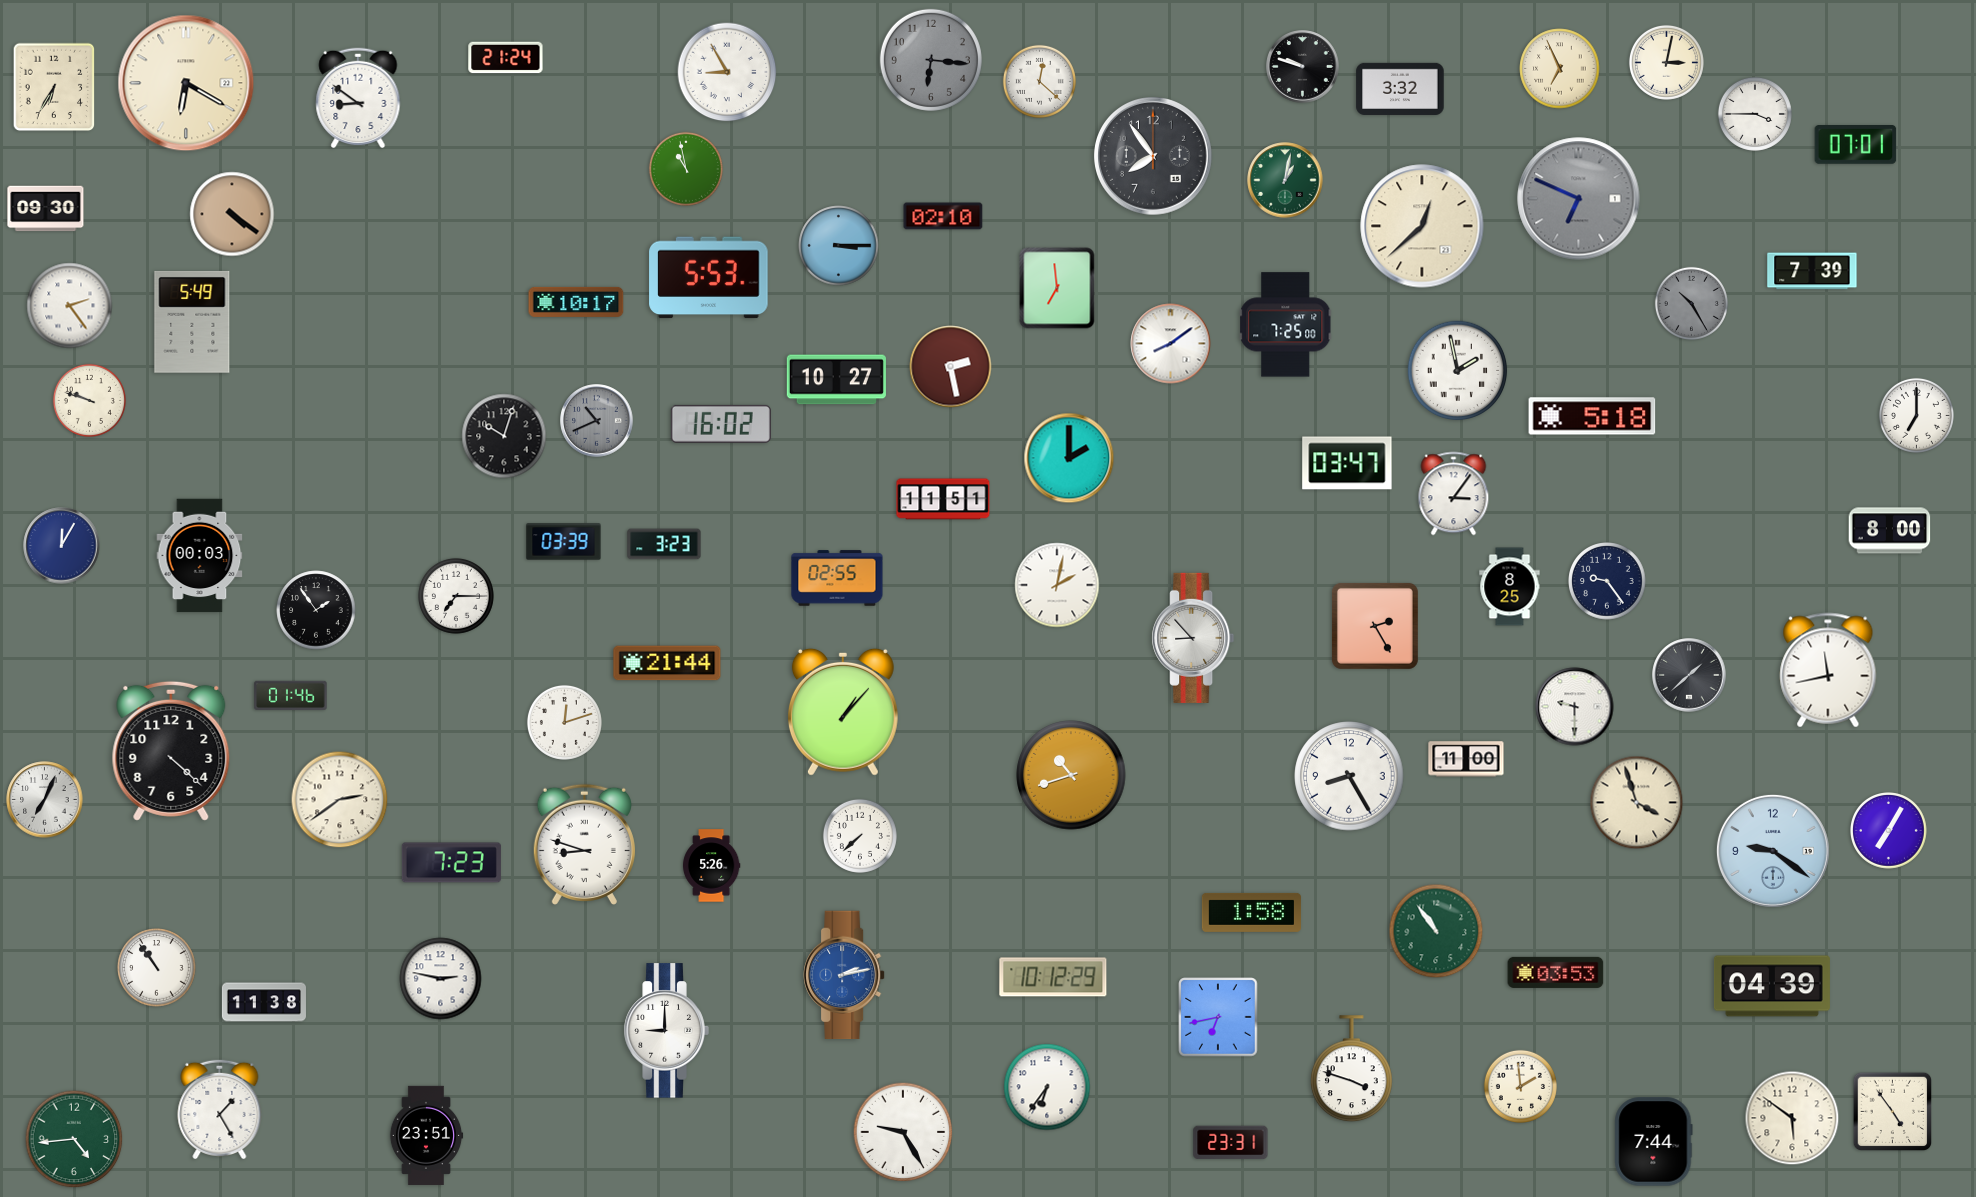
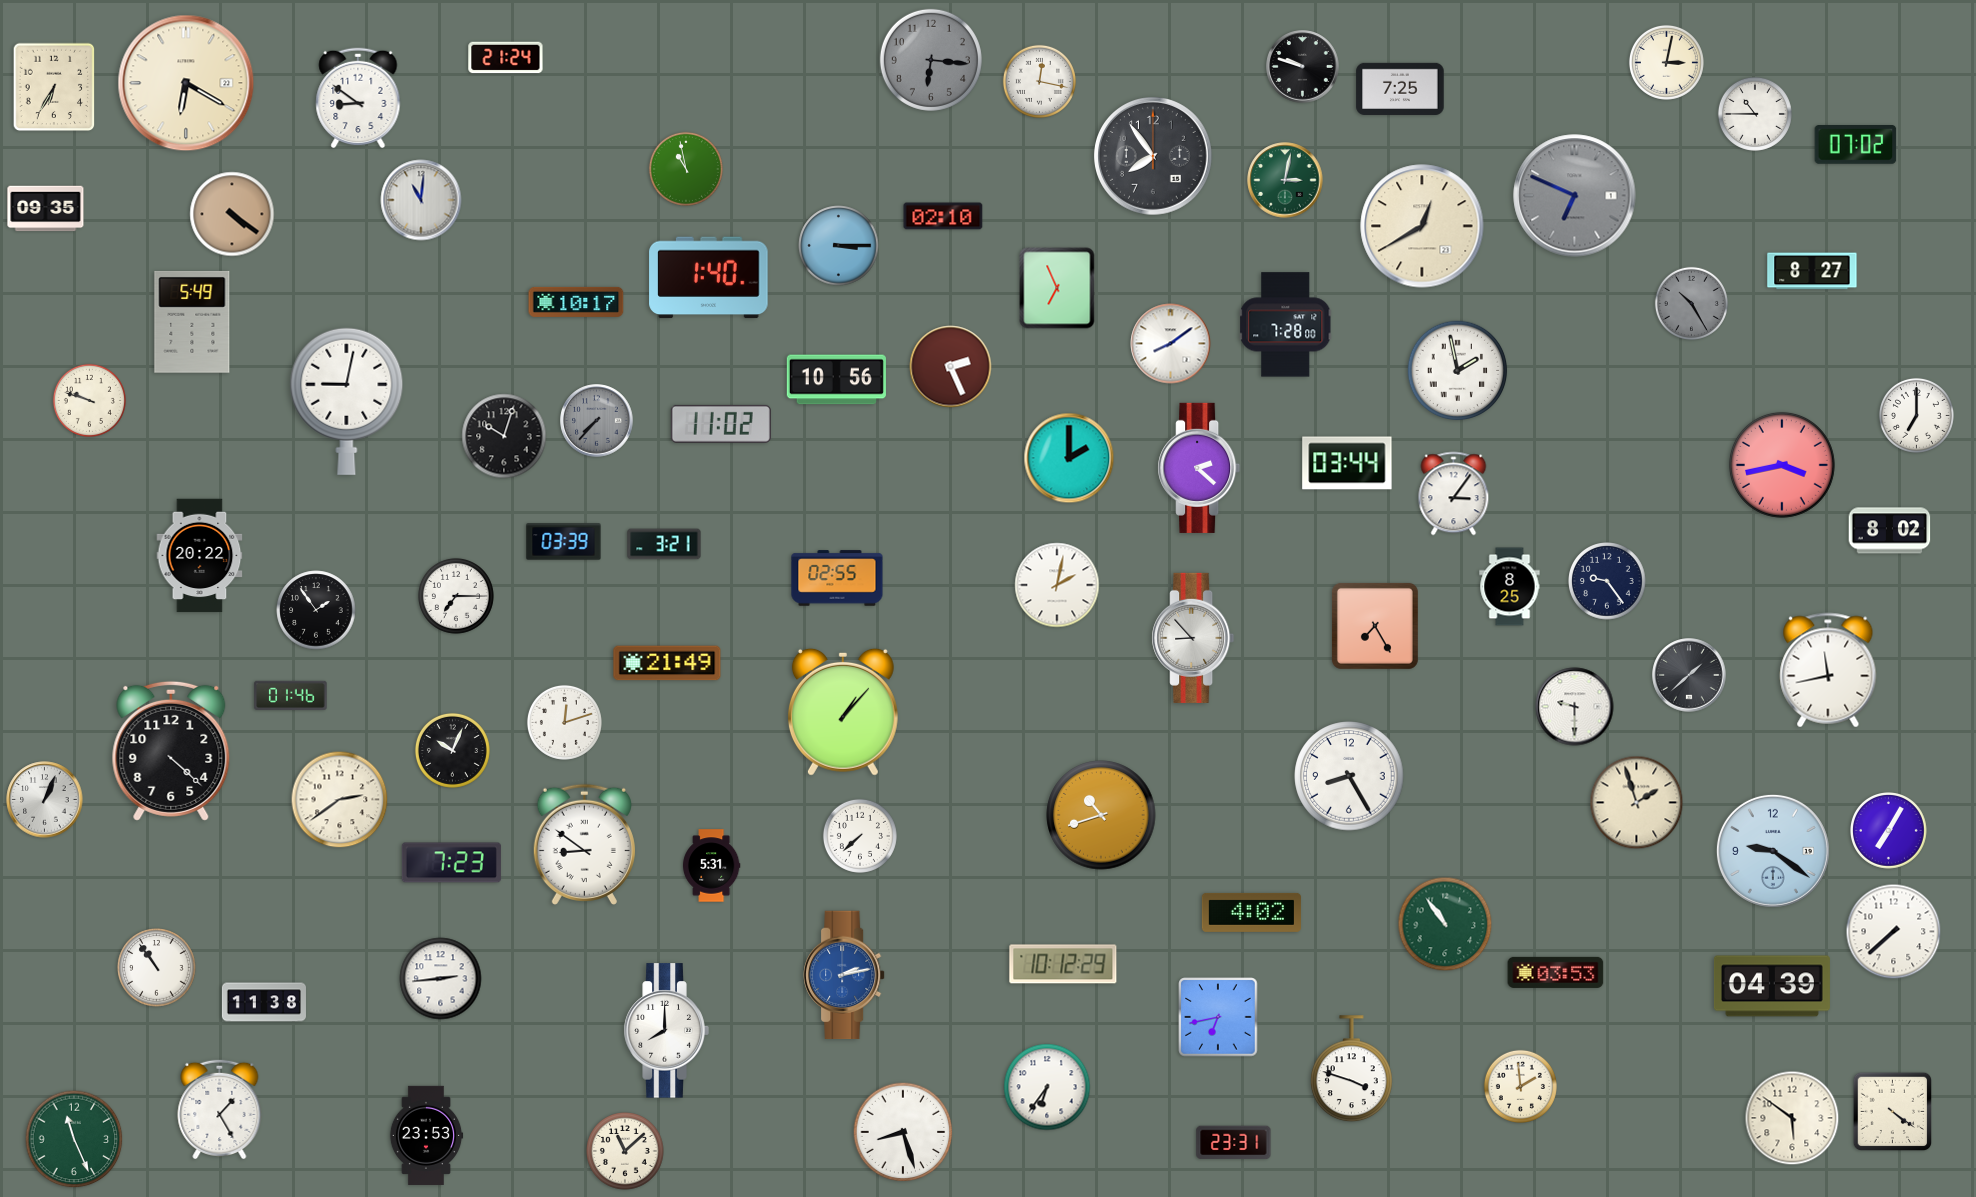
clock at (1560, 69): 6:56 -> none
clock at (727, 72): 8:55 -> none
clock at (1039, 81): 12:22 -> 12:17
clock at (1400, 89): 3:32 -> 7:25
clock at (1755, 114): 3:45 -> 10:45
clock at (1856, 145): 07:01 -> 07:02
clock at (1285, 180): 1:02 -> 3:02
clock at (1579, 199) position: (1579, 199) -> (1575, 196)
clock at (421, 200): none -> 11:01
clock at (46, 209): 09:30 -> 09:35
clock at (1422, 226): 12:38 -> 12:40
clock at (1812, 271): 7:39 -> 8:27
clock at (709, 278): 5:53 -> 1:40
clock at (1057, 288): 6:59 -> 6:56
clock at (70, 306): 2:24 -> none
clock at (1286, 325): 7:25 -> 7:28
clock at (951, 367): 2:28 -> 2:26
clock at (836, 380): 10:27 -> 10:56
clock at (347, 401): none -> 9:02
clock at (1592, 416): 5:18 -> none
clock at (597, 421): 10:41 -> 7:37
clock at (721, 424): 16:02 -> 11:02
clock at (1347, 463): 03:47 -> 03:44
clock at (1782, 465): none -> 3:43
clock at (1199, 468): none -> 2:22
clock at (943, 499): 11:51 -> none
clock at (1890, 531): 8:00 -> 8:02
clock at (664, 544): 3:23 -> 3:21
clock at (62, 546): 12:05 -> none
clock at (200, 556): 00:03 -> 20:22
clock at (1375, 626): 2:25 -> 7:25
clock at (667, 663): 21:44 -> 21:49
clock at (452, 750): none -> 10:04
clock at (1466, 759): 11:00 -> none
clock at (1071, 775) position: (1071, 775) -> (1101, 815)
clock at (45, 800): 7:04 -> 1:04
clock at (1637, 803): 3:57 -> 1:57
clock at (584, 844): 8:48 -> 8:51
clock at (711, 866): 5:26 -> 5:31
clock at (1251, 912): 1:58 -> 4:02
clock at (1436, 931) position: (1436, 931) -> (1445, 924)
clock at (1894, 932): none -> 7:38
clock at (1053, 977) position: (1053, 977) -> (1063, 964)
clock at (441, 979): 2:47 -> 2:44
clock at (666, 1031): 9:00 -> 8:00
clock at (1893, 1112): 4:54 -> 4:21
clock at (903, 1132): 9:25 -> 8:27
clock at (426, 1135): 23:51 -> 23:53
clock at (74, 1139): 4:44 -> 11:26
clock at (1654, 1142): 7:44 -> none
clock at (1231, 1143) position: (1231, 1143) -> (1234, 1143)
clock at (625, 1151): none -> 11:08
